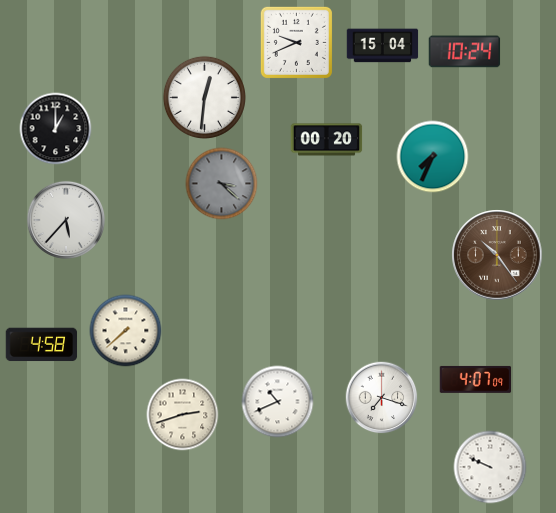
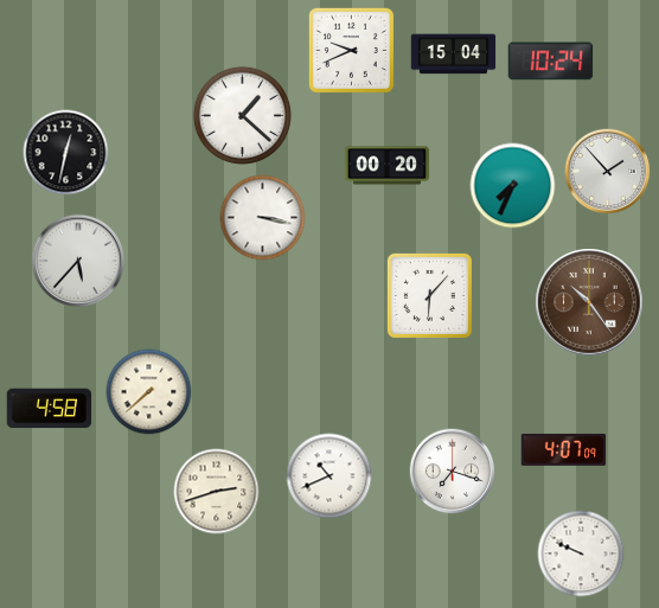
clock at (204, 97): 12:31 -> 1:22
clock at (56, 129): 1:00 -> 12:32
clock at (608, 172): none -> 1:53
clock at (222, 184): 3:22 -> 3:17
clock at (222, 184) dial: grey -> white
clock at (429, 295): none -> 6:07
